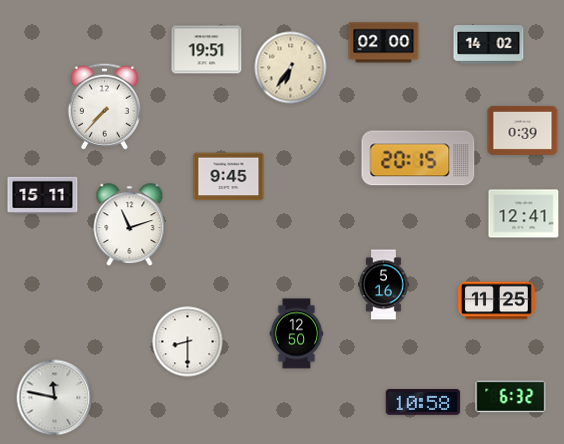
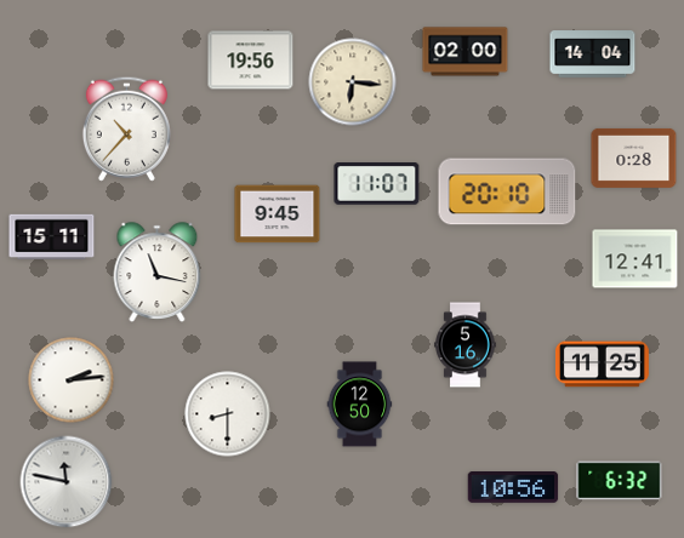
clock at (489, 45): 14:02 -> 14:04
clock at (207, 50): 19:51 -> 19:56
clock at (291, 68): 6:36 -> 6:16
clock at (104, 106): 7:37 -> 10:37
clock at (523, 130): 0:39 -> 0:28
clock at (377, 184): none -> 11:07
clock at (418, 158): 20:15 -> 20:10
clock at (130, 225): 11:12 -> 11:17
clock at (72, 380): none -> 2:14
clock at (423, 403): 10:58 -> 10:56
